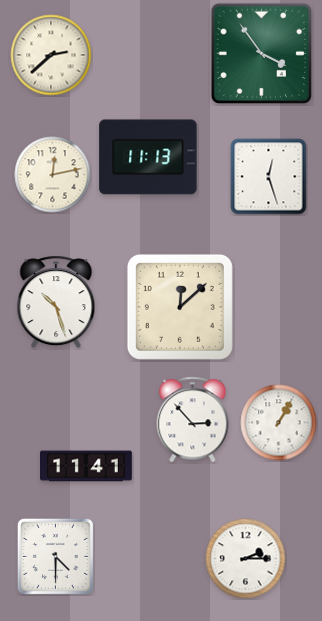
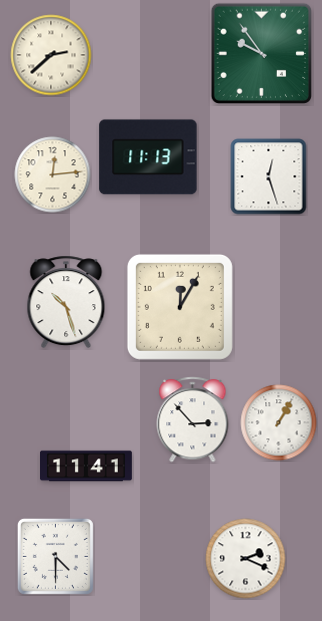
clock at (261, 53): 3:54 -> 9:54
clock at (53, 175): 12:13 -> 12:14
clock at (56, 302) position: (56, 302) -> (66, 302)
clock at (180, 307): 12:08 -> 12:05
clock at (246, 559): 2:15 -> 2:19
